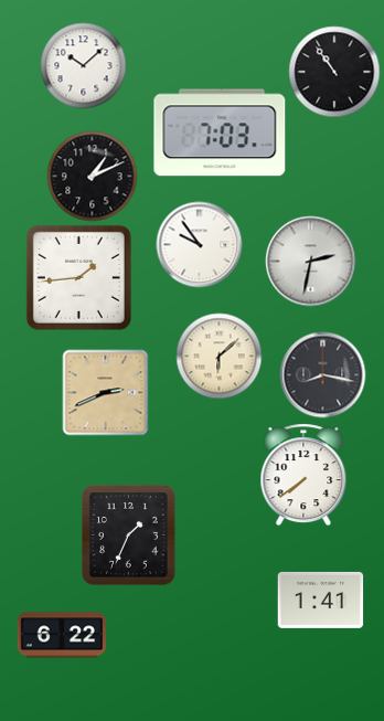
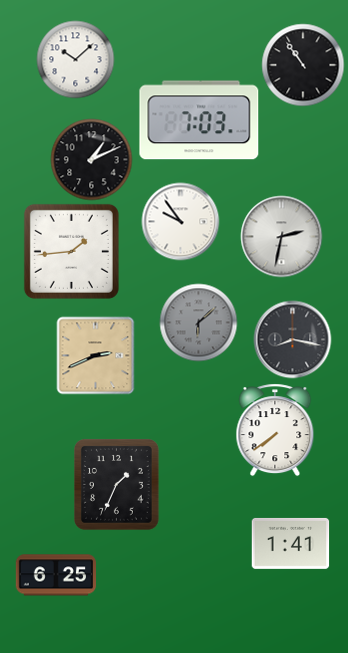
clock at (92, 176) position: (92, 176) -> (91, 159)
clock at (218, 356) dial: cream -> grey
clock at (61, 635): 6:22 -> 6:25
